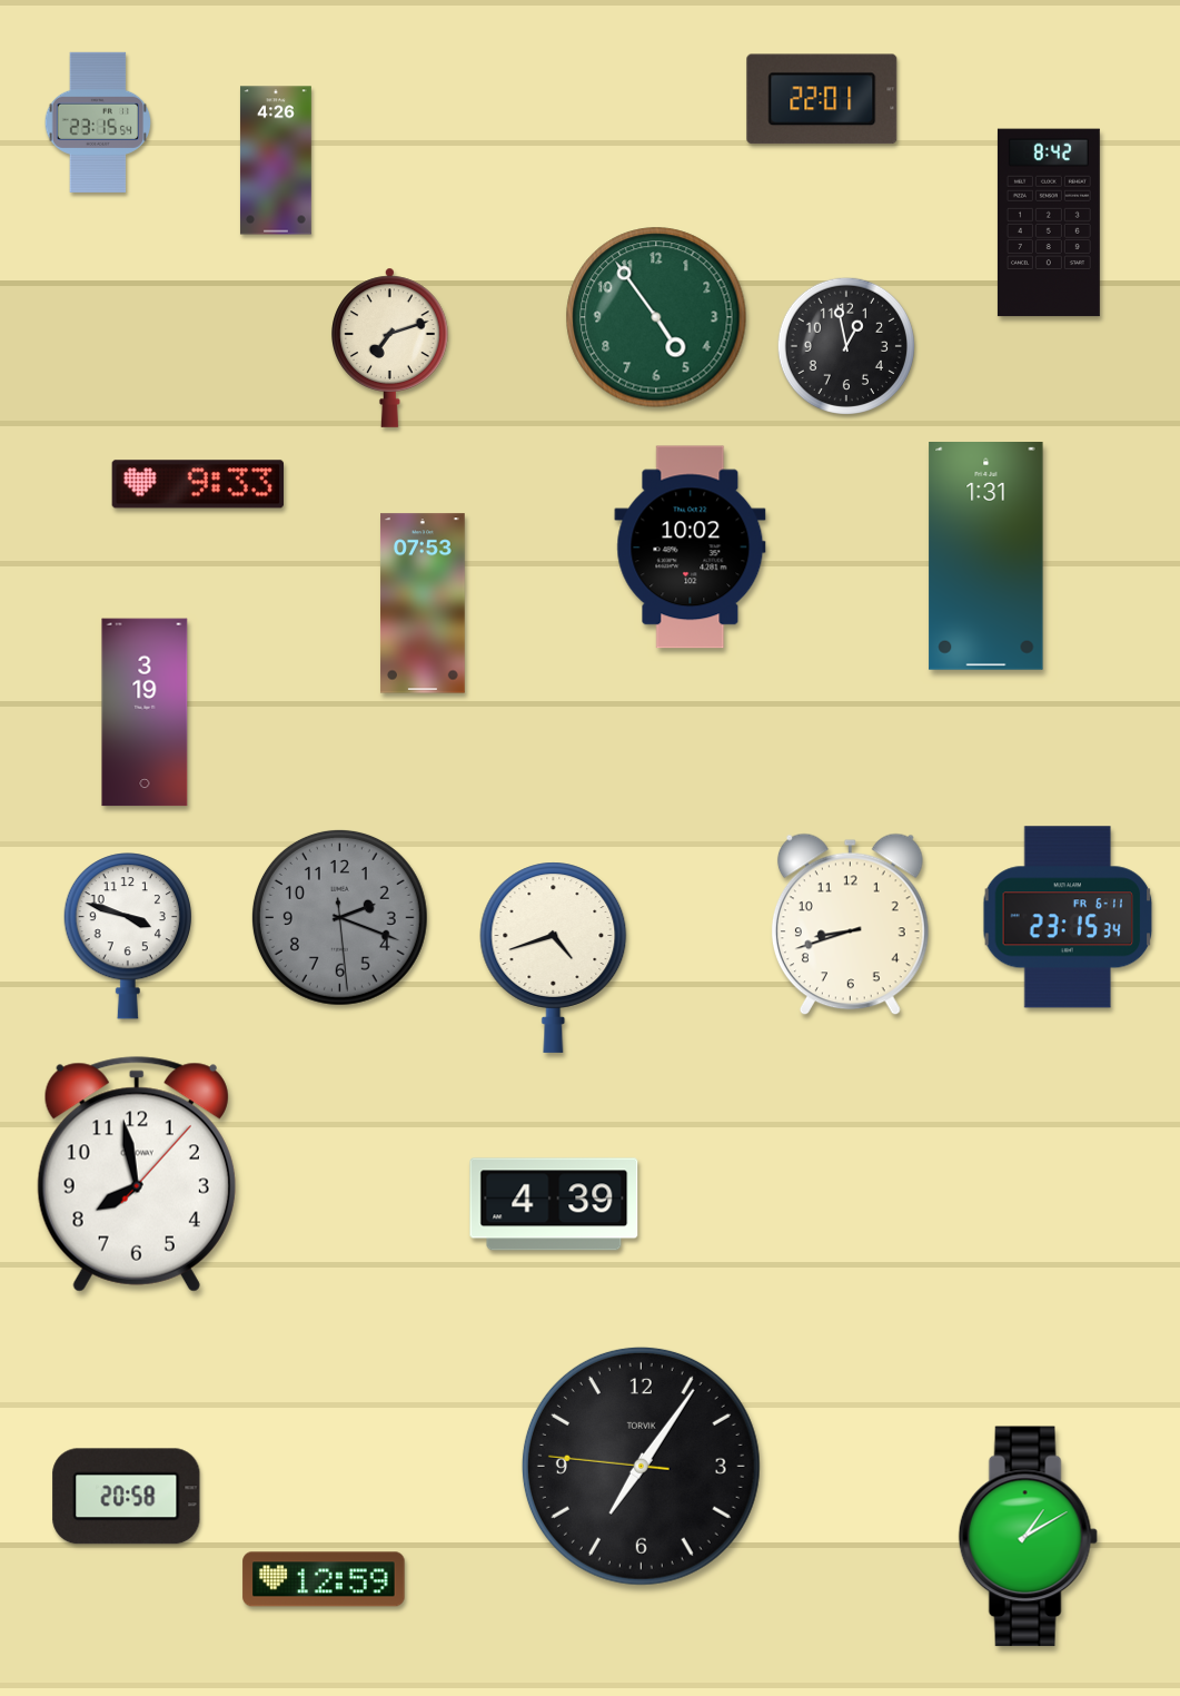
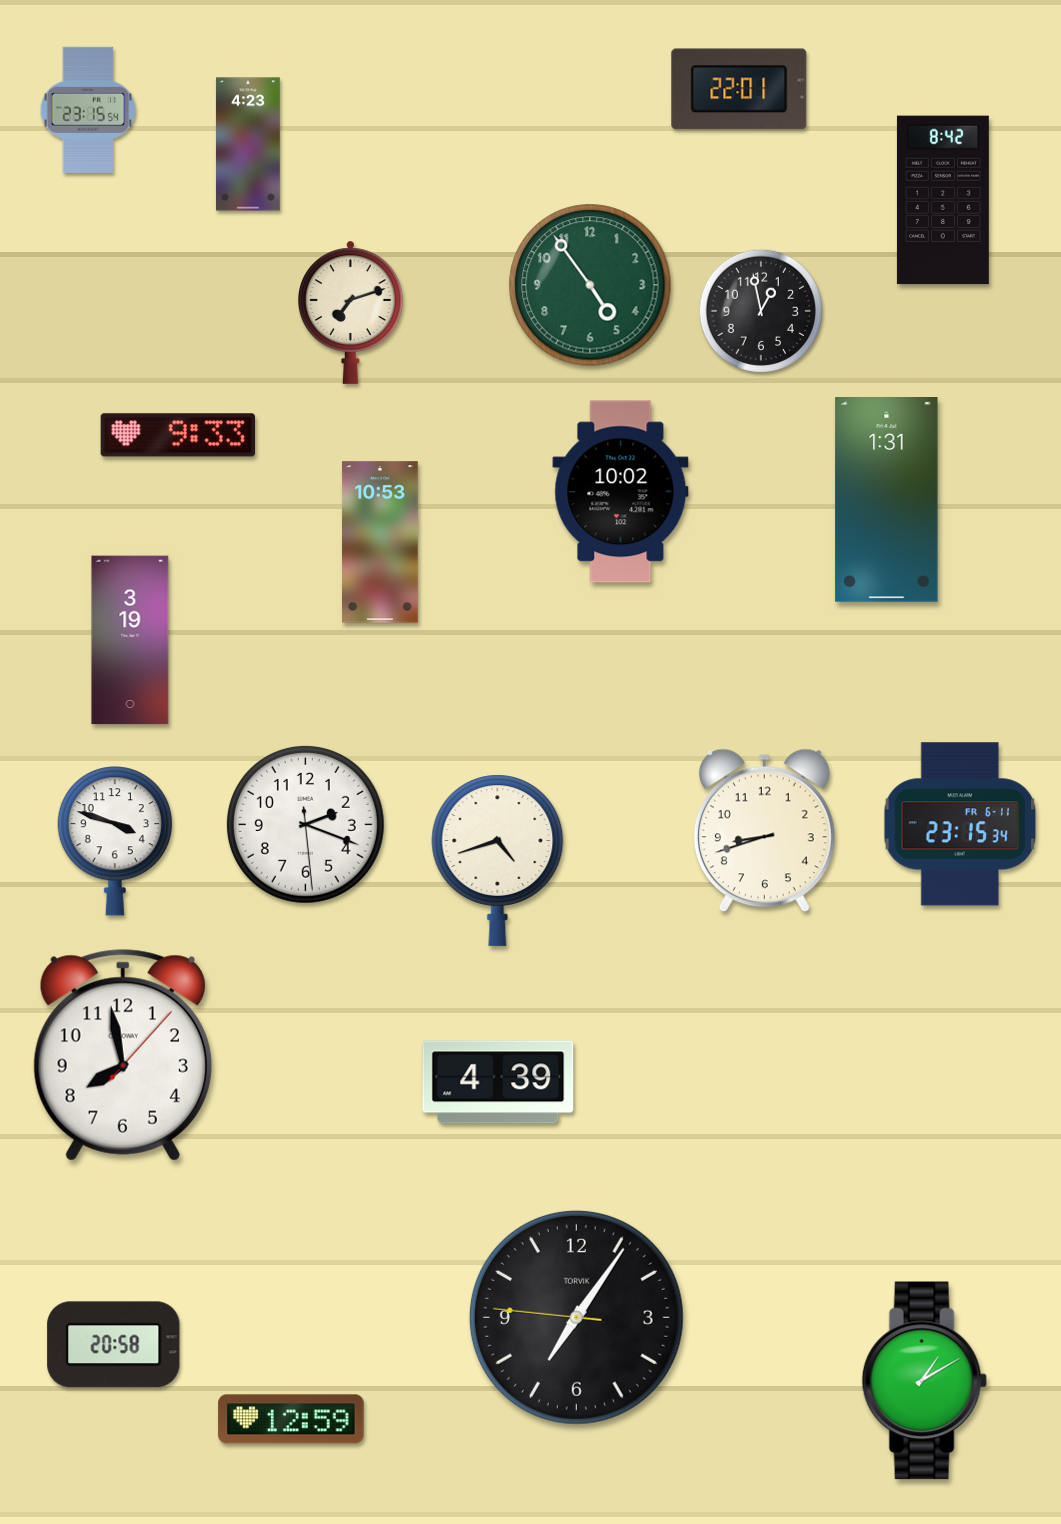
clock at (276, 160): 4:26 -> 4:23
clock at (424, 603): 07:53 -> 10:53
clock at (339, 917) dial: grey -> white
